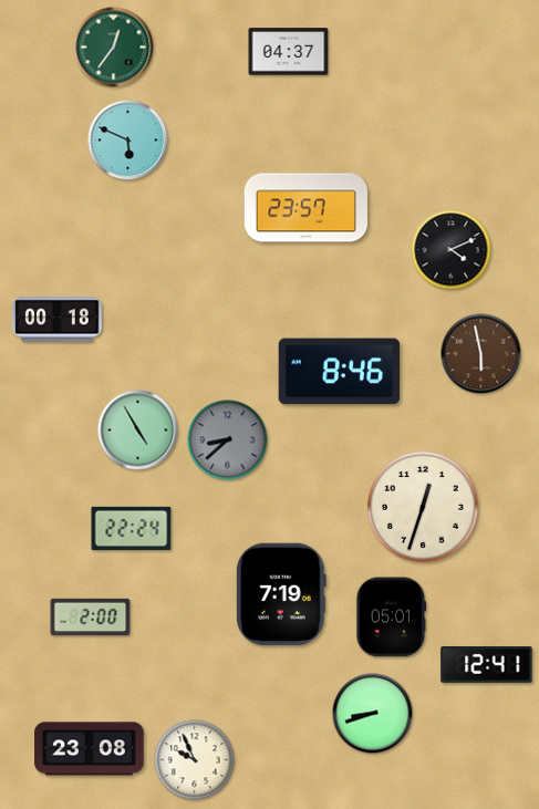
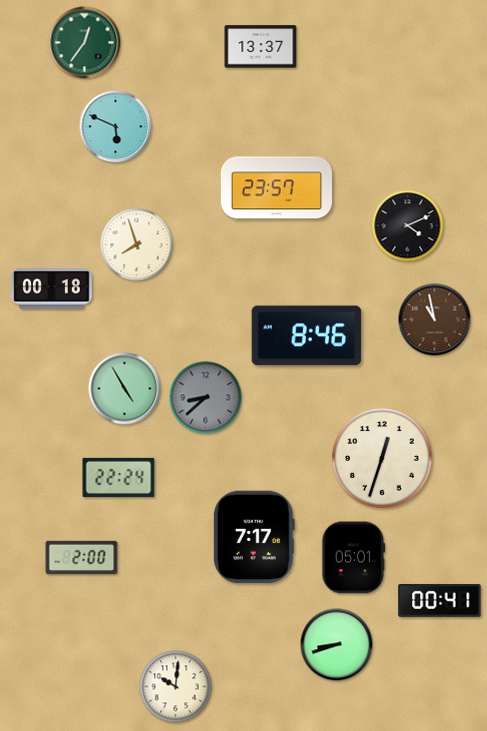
clock at (114, 48) position: (114, 48) -> (85, 43)
clock at (289, 52): 04:37 -> 13:37
clock at (137, 245): none -> 7:57
clock at (481, 354): 5:58 -> 10:58
clock at (281, 594): 7:19 -> 7:17
clock at (487, 664): 12:41 -> 00:41
clock at (90, 749): 23:08 -> none
clock at (195, 760): 9:56 -> 10:01
